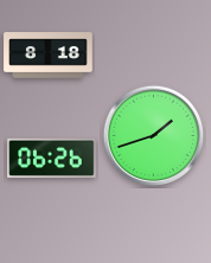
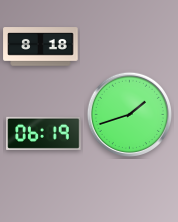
clock at (52, 158): 06:26 -> 06:19
